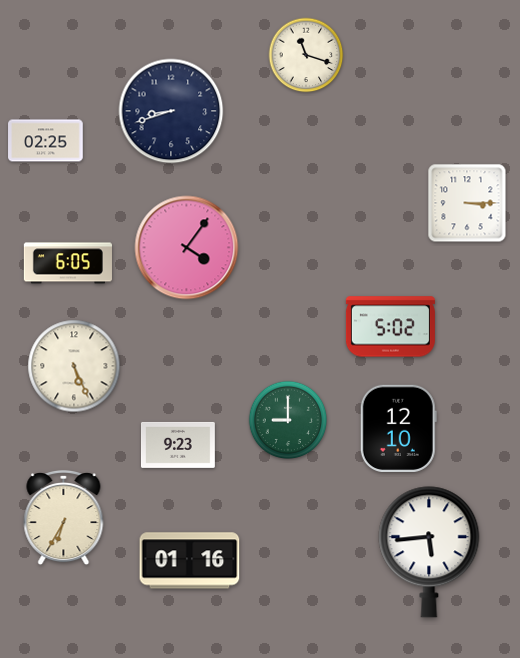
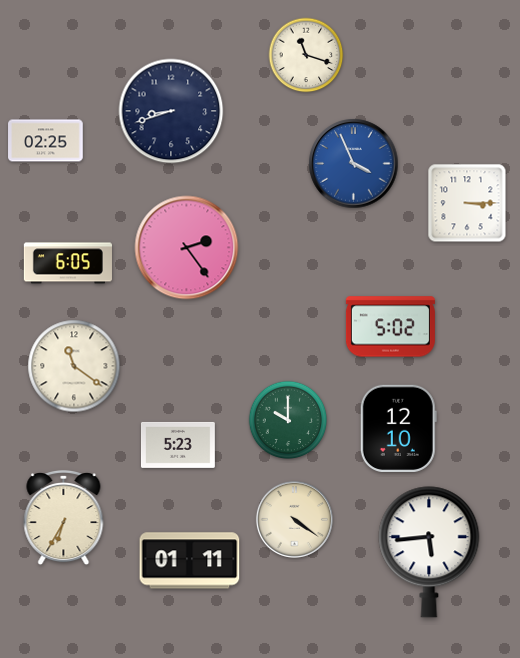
clock at (354, 164): none -> 3:56
clock at (187, 248): 4:06 -> 2:24
clock at (74, 366): 5:26 -> 11:21
clock at (288, 420): 9:00 -> 10:00
clock at (178, 445): 9:23 -> 5:23
clock at (294, 519): none -> 4:21
clock at (190, 561): 01:16 -> 01:11
